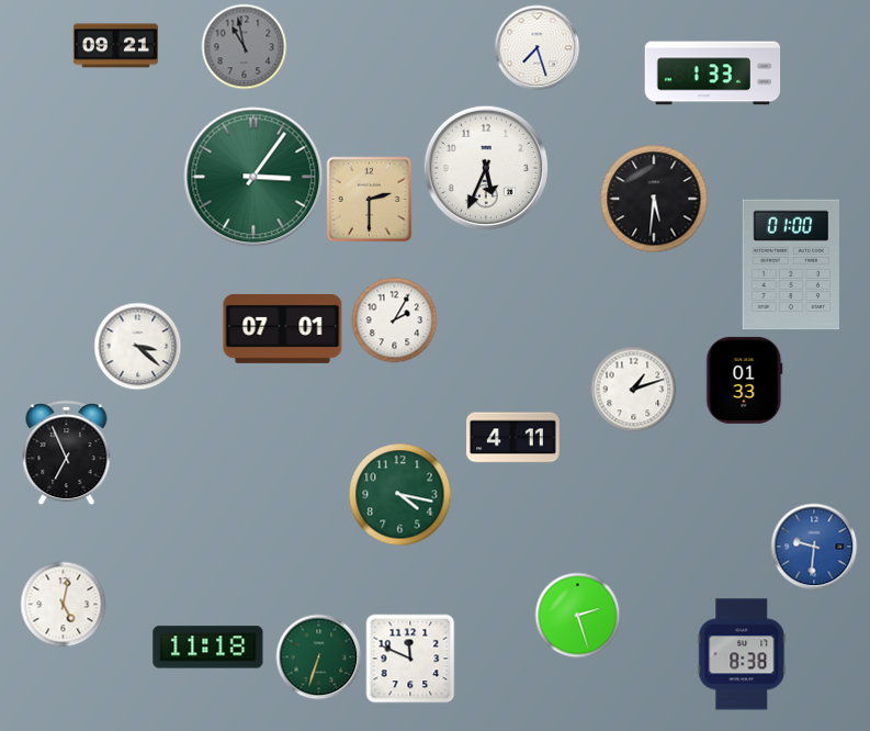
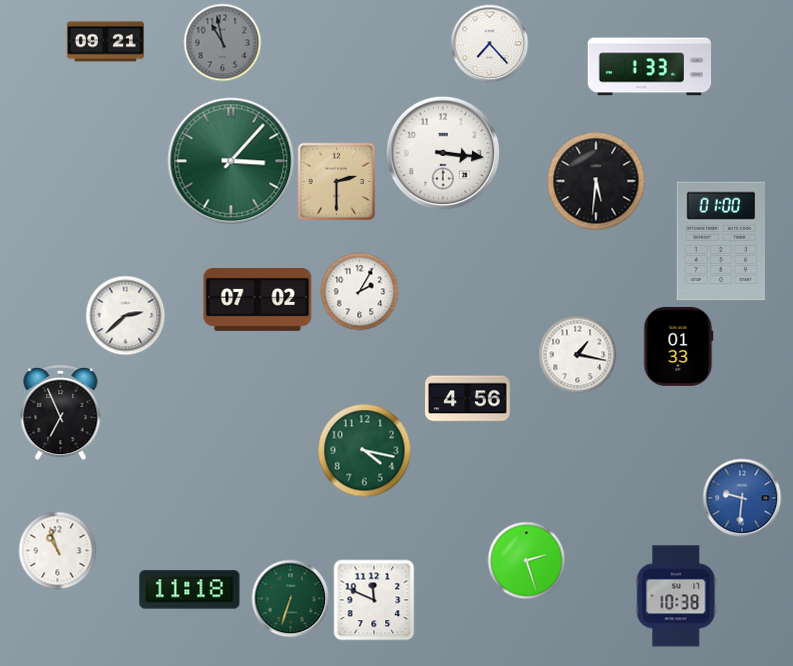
clock at (536, 47): 7:27 -> 7:23
clock at (485, 167): 5:34 -> 3:16
clock at (253, 177): 3:06 -> 3:07
clock at (283, 328): 07:01 -> 07:02
clock at (137, 346): 3:22 -> 2:38
clock at (633, 389): 1:12 -> 1:17
clock at (513, 438): 4:11 -> 4:56
clock at (63, 604): 5:02 -> 10:57
clock at (742, 654): 8:38 -> 10:38
